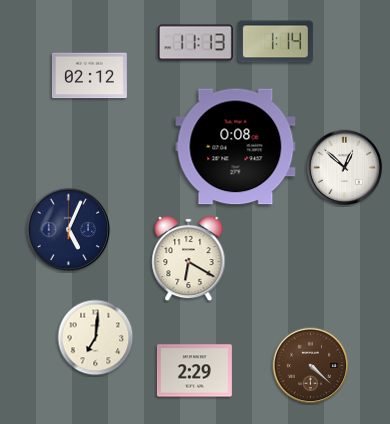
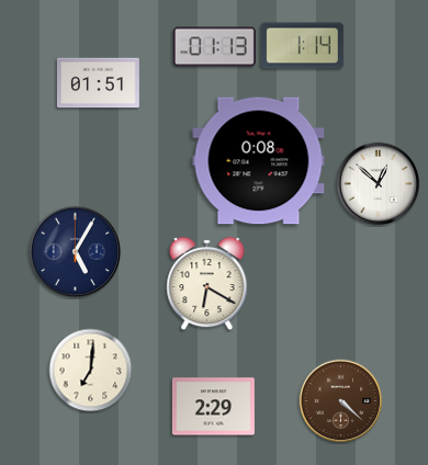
clock at (195, 43): 11:13 -> 01:13
clock at (89, 76): 02:12 -> 01:51
clock at (69, 230): 5:04 -> 5:05
clock at (96, 338) position: (96, 338) -> (91, 371)
